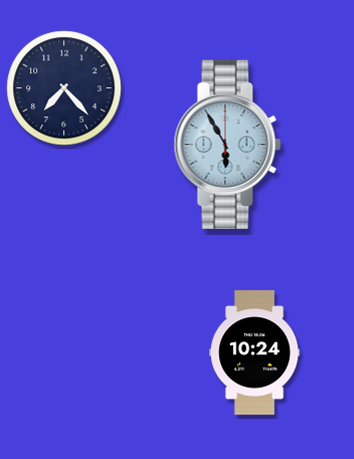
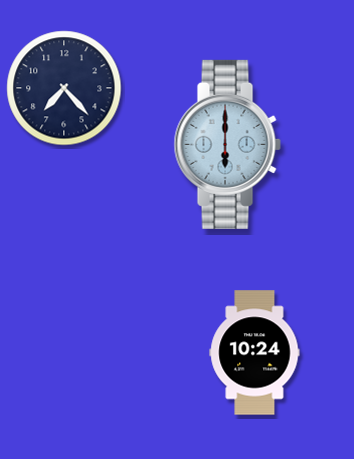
clock at (227, 144): 5:55 -> 6:00
